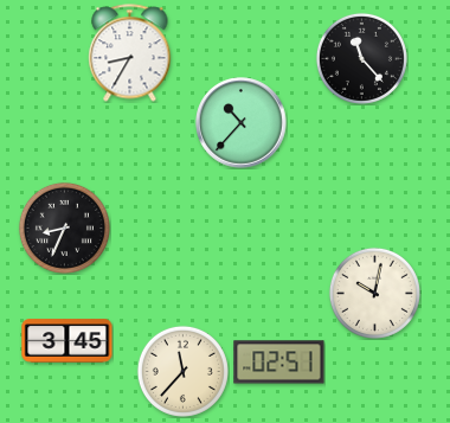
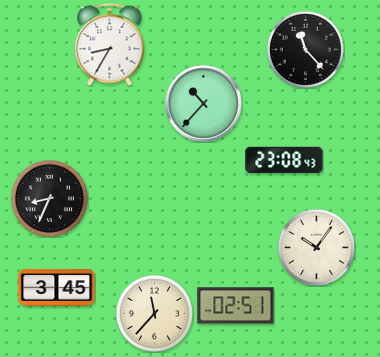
clock at (284, 159): none -> 23:08
clock at (64, 227) position: (64, 227) -> (49, 198)
clock at (374, 293): 10:02 -> 10:06
